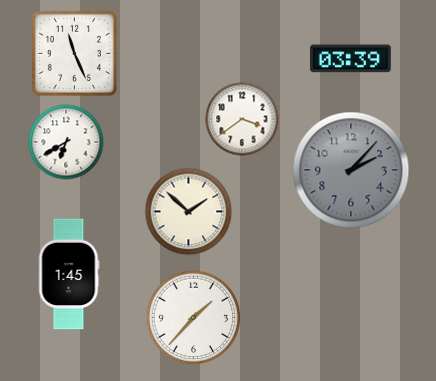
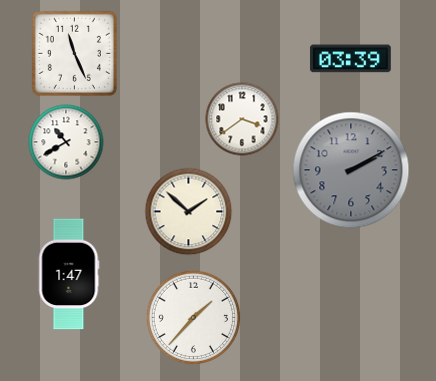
clock at (66, 142): 6:40 -> 10:40
clock at (351, 170): 2:07 -> 2:10
clock at (69, 274): 1:45 -> 1:47
